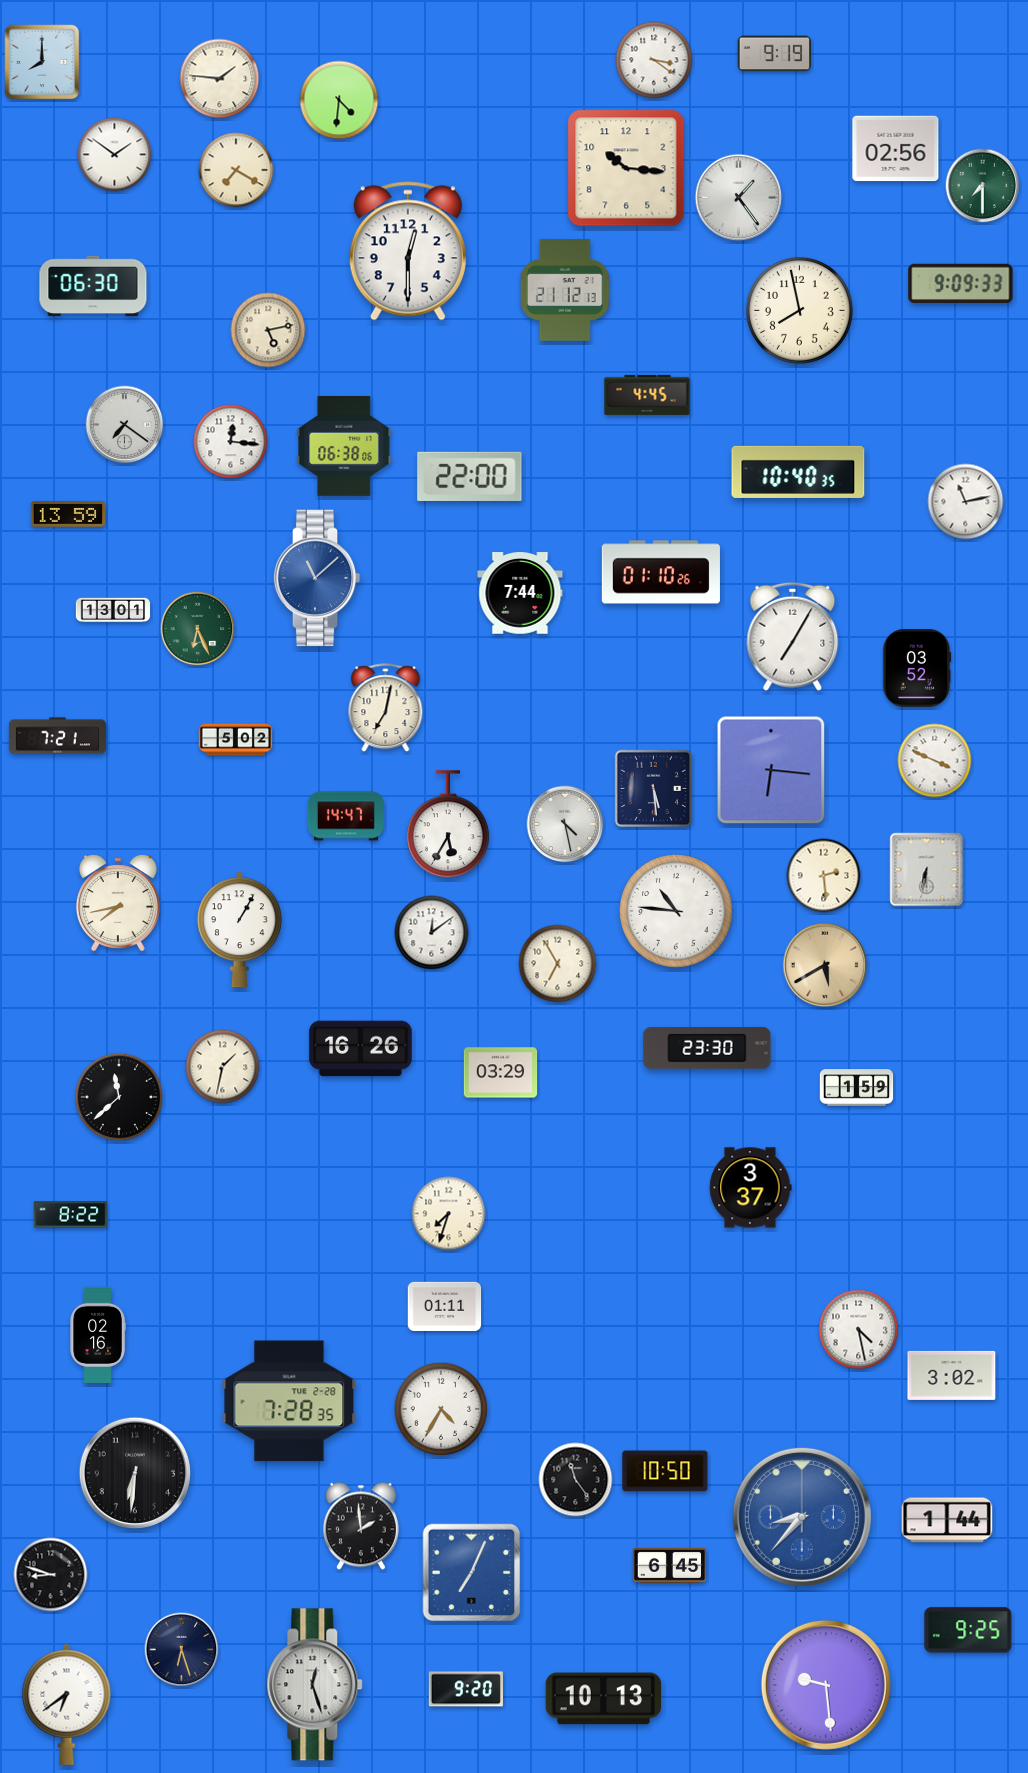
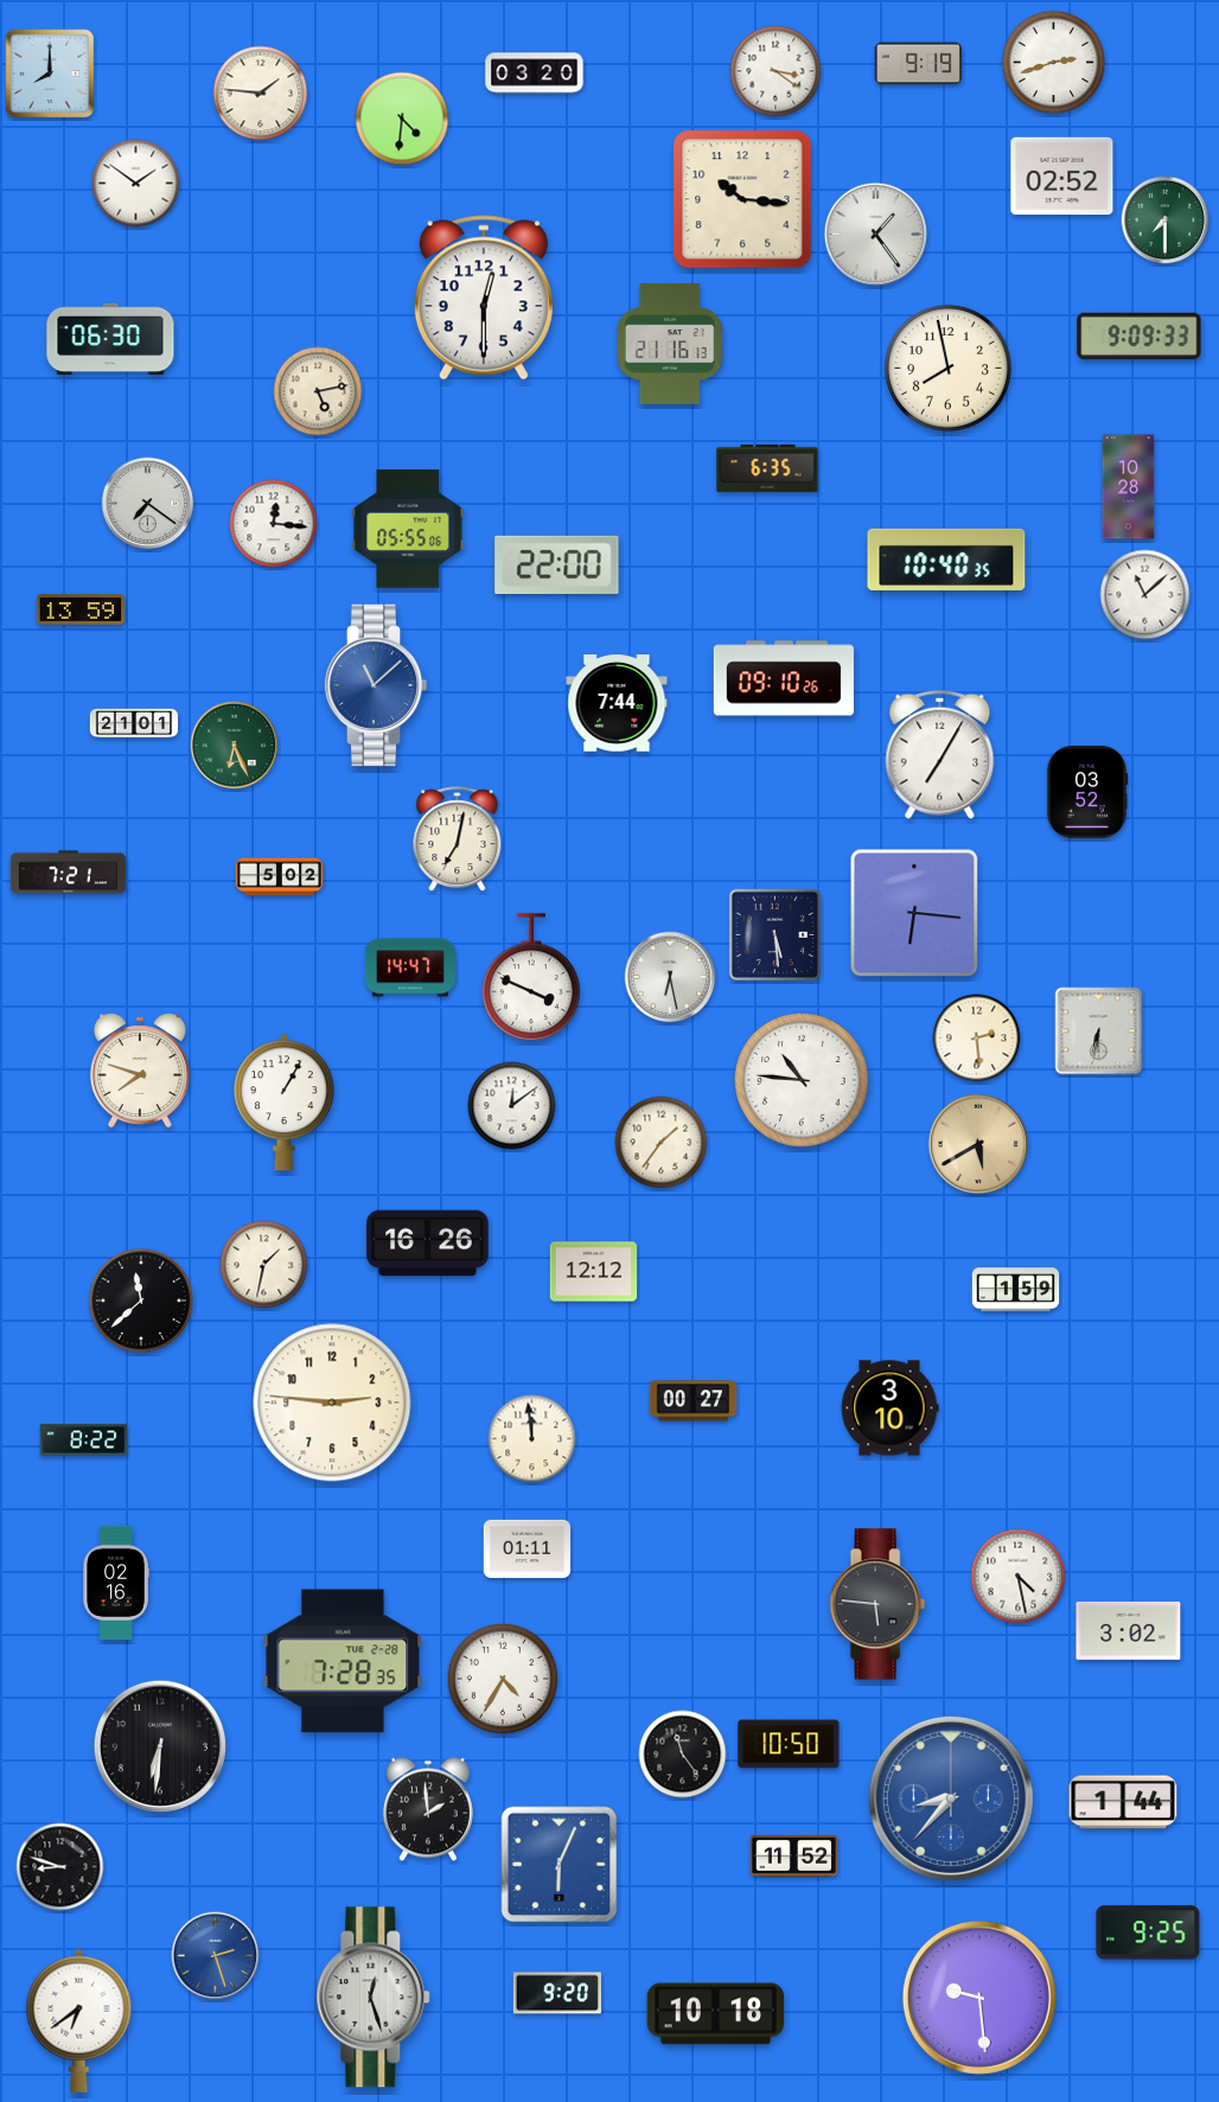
clock at (1054, 63): none -> 2:42
clock at (535, 74): none -> 03:20
clock at (896, 149): 02:56 -> 02:52
clock at (236, 170): 7:20 -> none
clock at (565, 290): 21:12 -> 21:16
clock at (647, 395): 4:45 -> 6:35
clock at (1129, 487): none -> 10:28
clock at (344, 446): 06:38 -> 05:55
clock at (966, 502): 11:13 -> 11:08
clock at (661, 572): 01:10 -> 09:10
clock at (113, 610): 13:01 -> 21:01
clock at (935, 761): 3:49 -> none
clock at (565, 824): 4:28 -> 6:28
clock at (448, 825): 5:35 -> 3:49
clock at (118, 903): 7:43 -> 7:48
clock at (558, 964): 6:55 -> 1:36
clock at (707, 1048): 23:30 -> none
clock at (501, 1073): 03:29 -> 12:12
clock at (694, 1401): none -> 00:27
clock at (332, 1403): none -> 2:46
clock at (751, 1188): 3:37 -> 3:10
clock at (449, 1214): 7:33 -> 11:59
clock at (877, 1604): none -> 5:46
clock at (441, 1409) position: (441, 1409) -> (503, 1679)
clock at (670, 1565): 6:45 -> 11:52
clock at (472, 1573): 7:04 -> 6:04
clock at (182, 1650): 6:27 -> 2:27
clock at (182, 1650) dial: navy -> blue
clock at (466, 1689) position: (466, 1689) -> (557, 1993)
clock at (604, 1699): 10:13 -> 10:18
